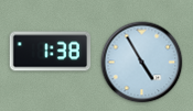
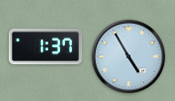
clock at (51, 52): 1:38 -> 1:37
